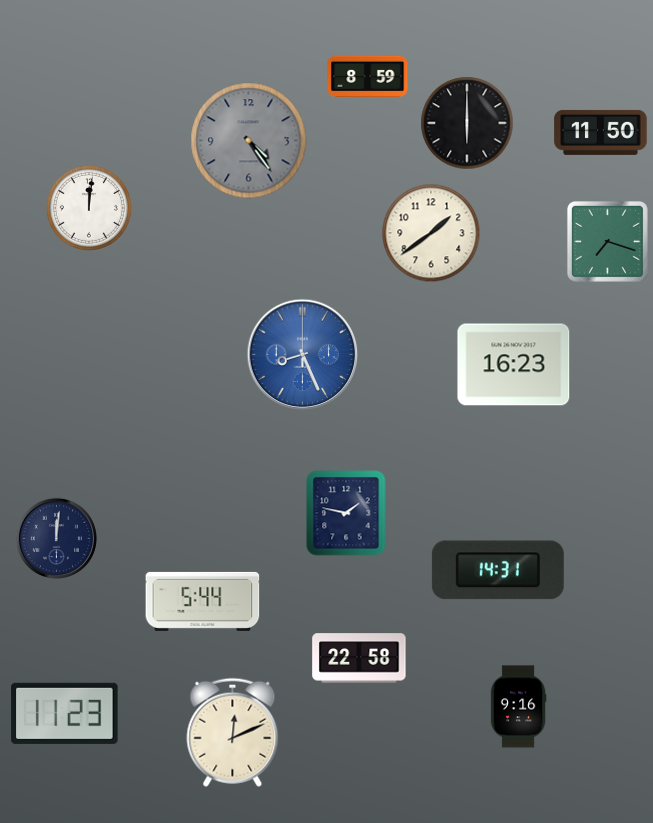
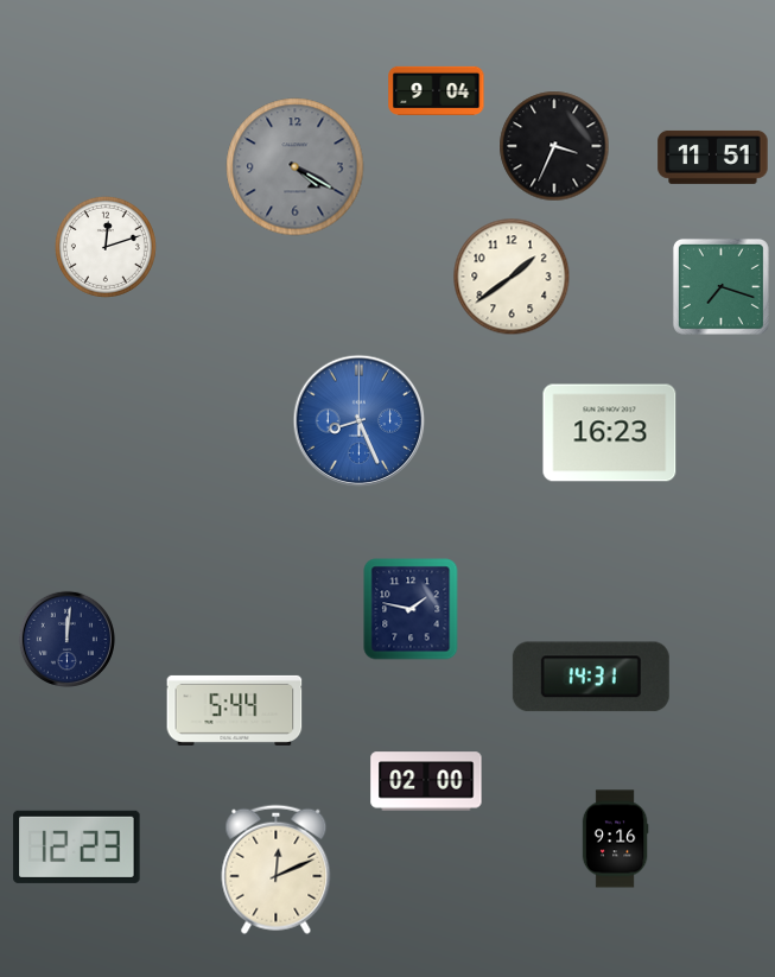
clock at (368, 76): 8:59 -> 9:04
clock at (467, 123): 6:00 -> 3:34
clock at (601, 132): 11:50 -> 11:51
clock at (249, 141): 4:24 -> 4:20
clock at (89, 208): 12:01 -> 12:12
clock at (203, 601) position: (203, 601) -> (235, 710)
clock at (359, 658): 22:58 -> 02:00
clock at (65, 713): 11:23 -> 12:23
